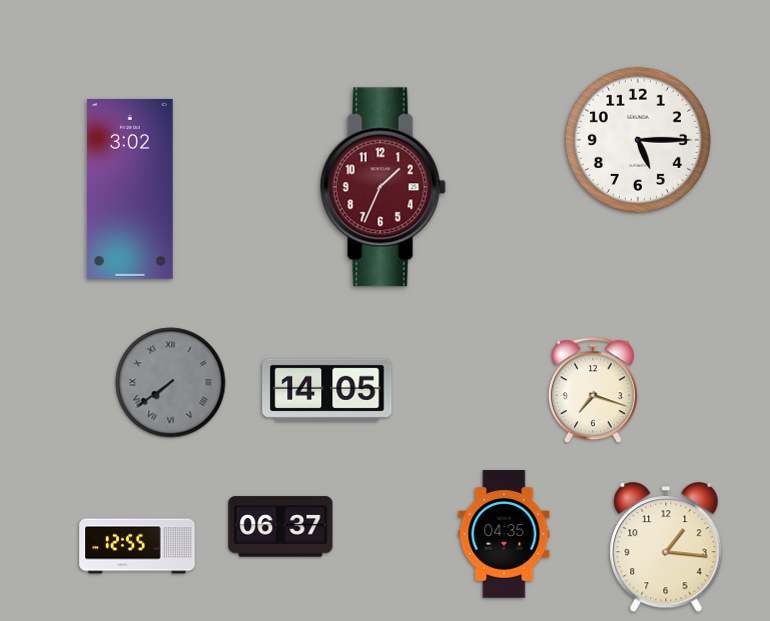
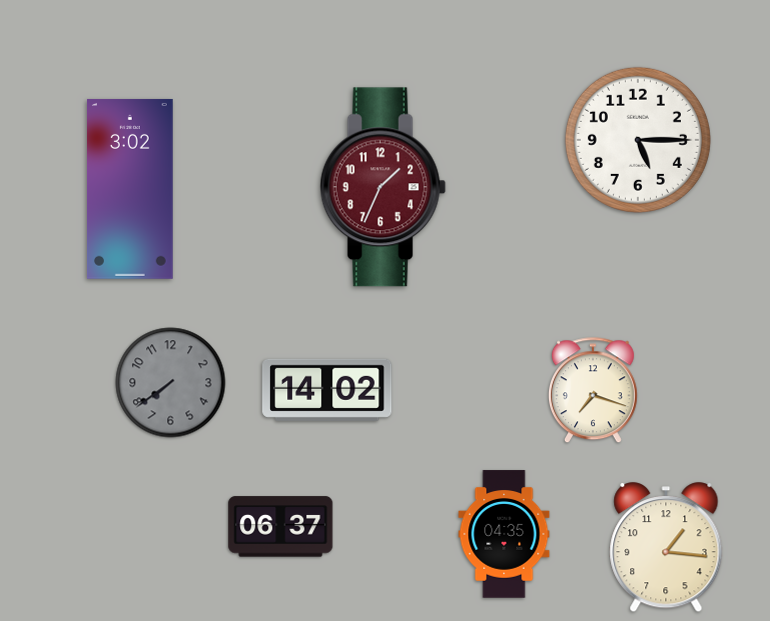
clock at (171, 383) numerals: Roman -> Arabic
clock at (327, 390): 14:05 -> 14:02
clock at (137, 546): 12:55 -> none
